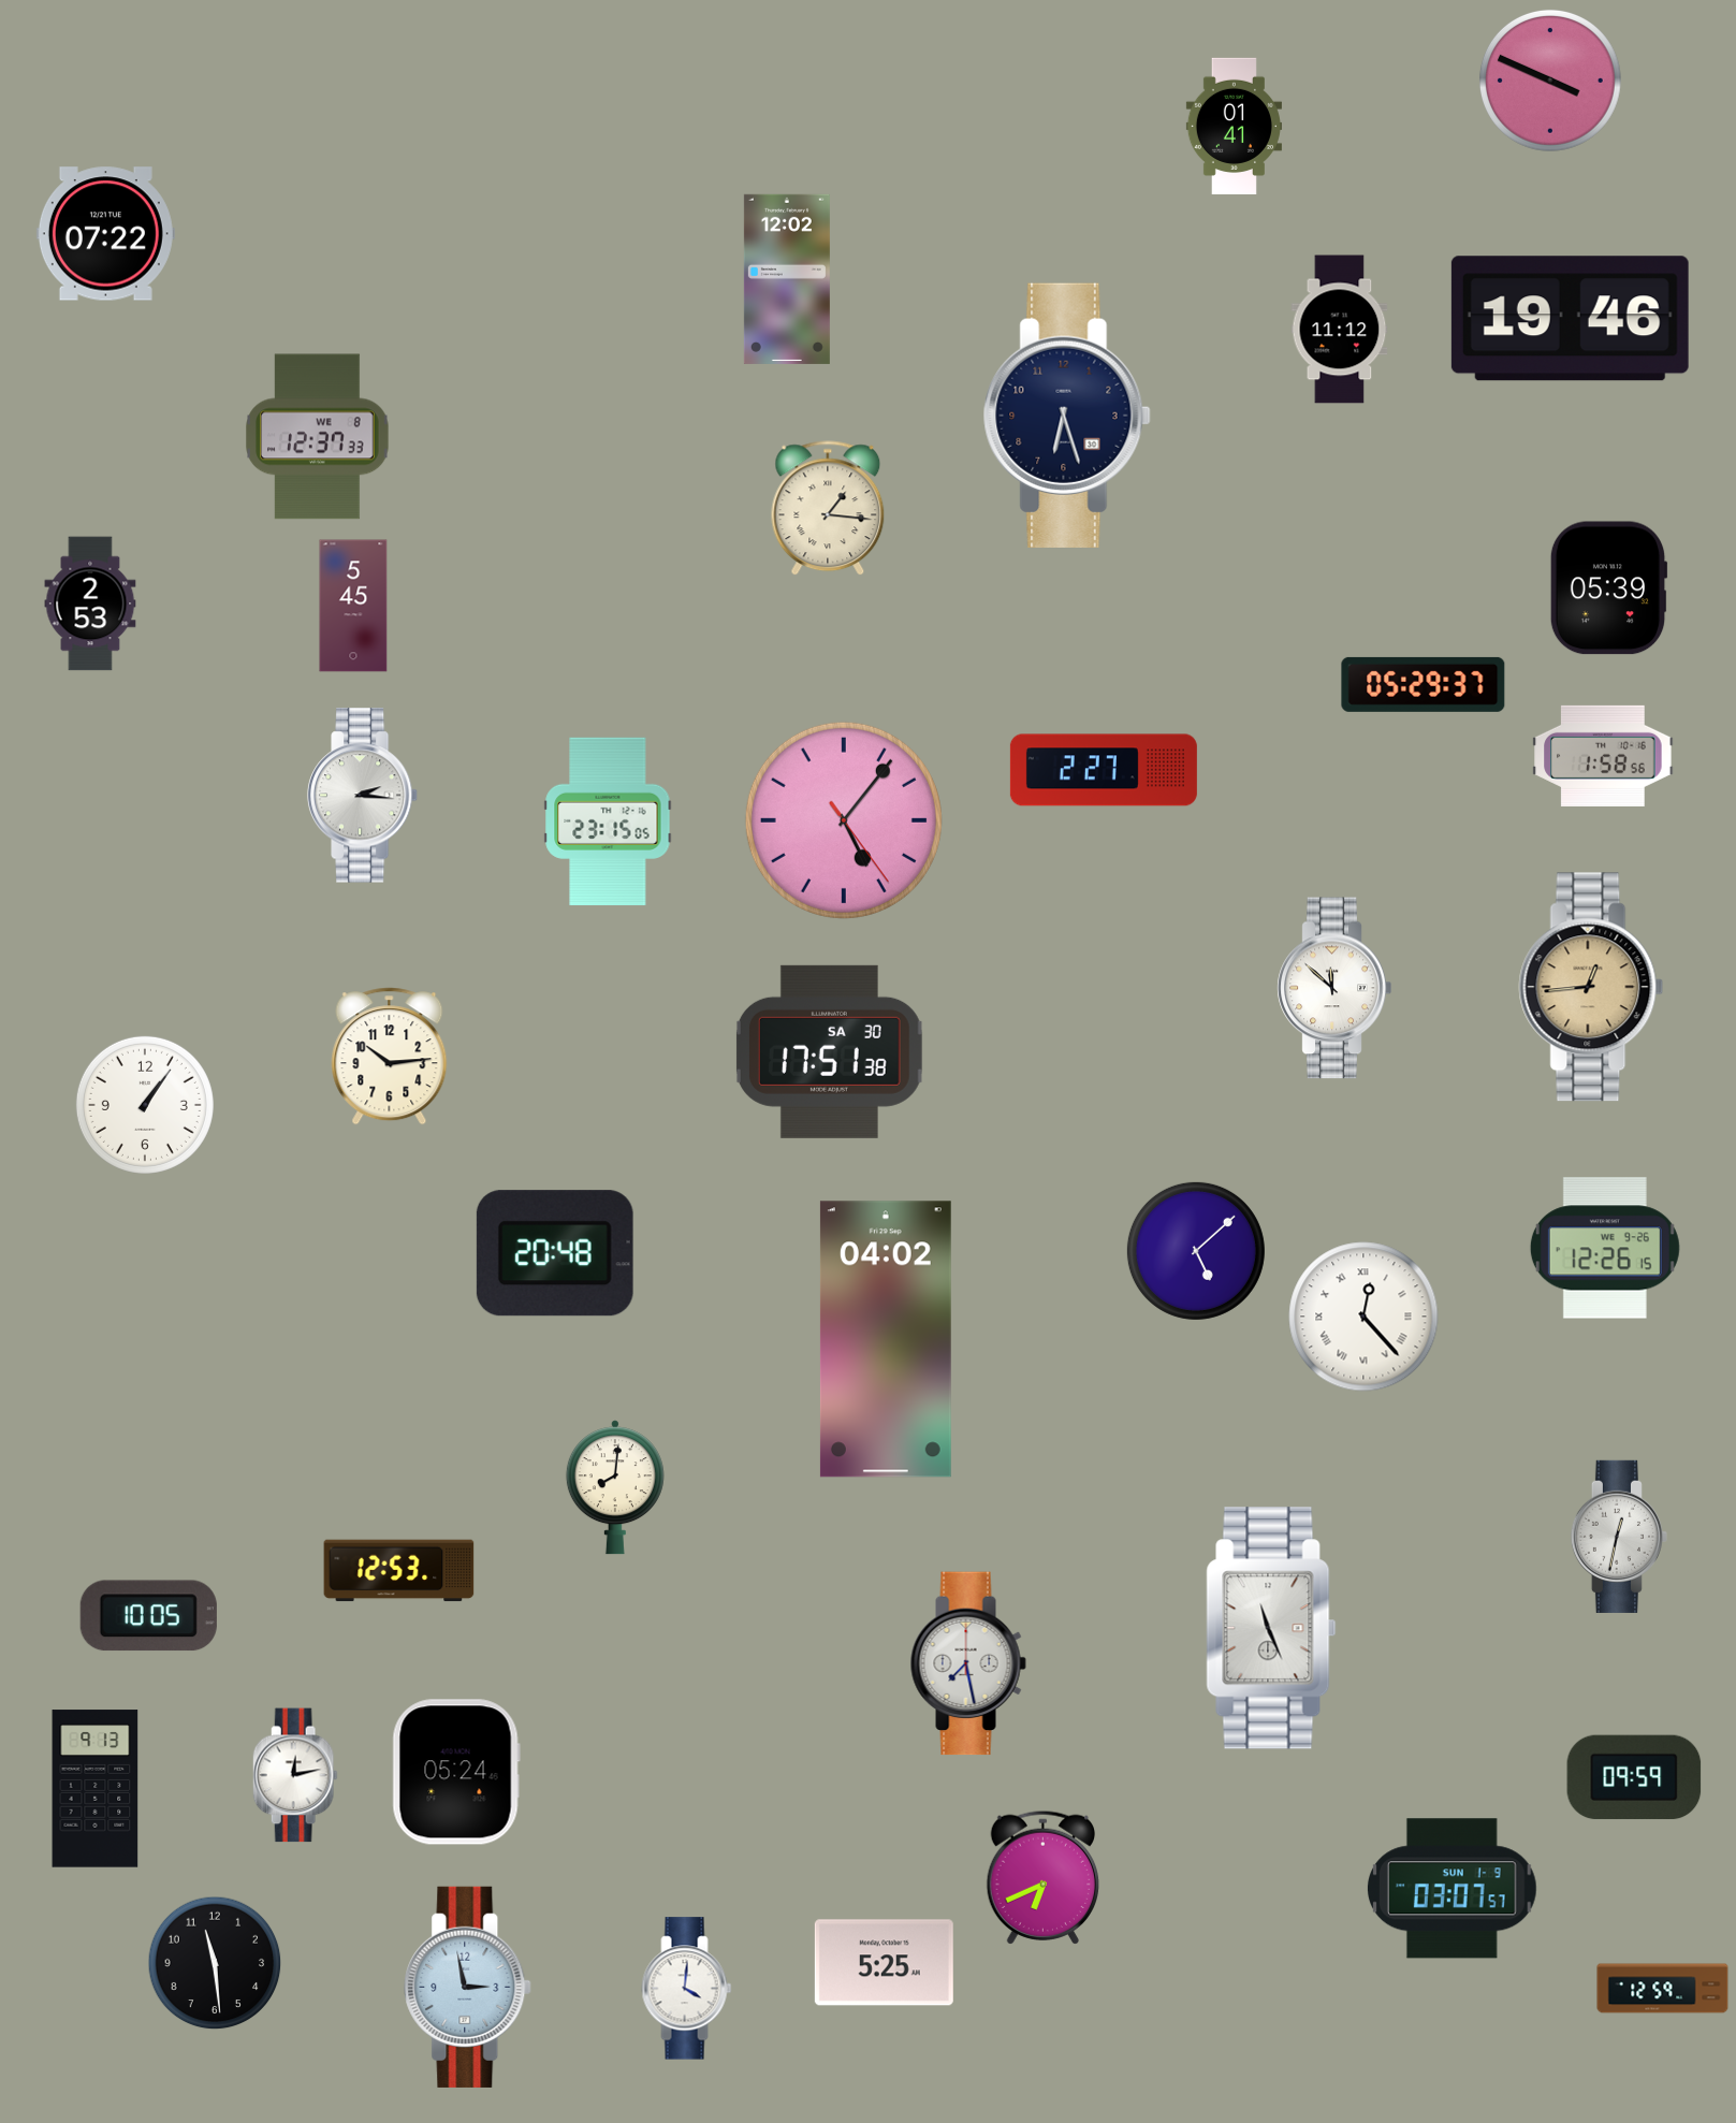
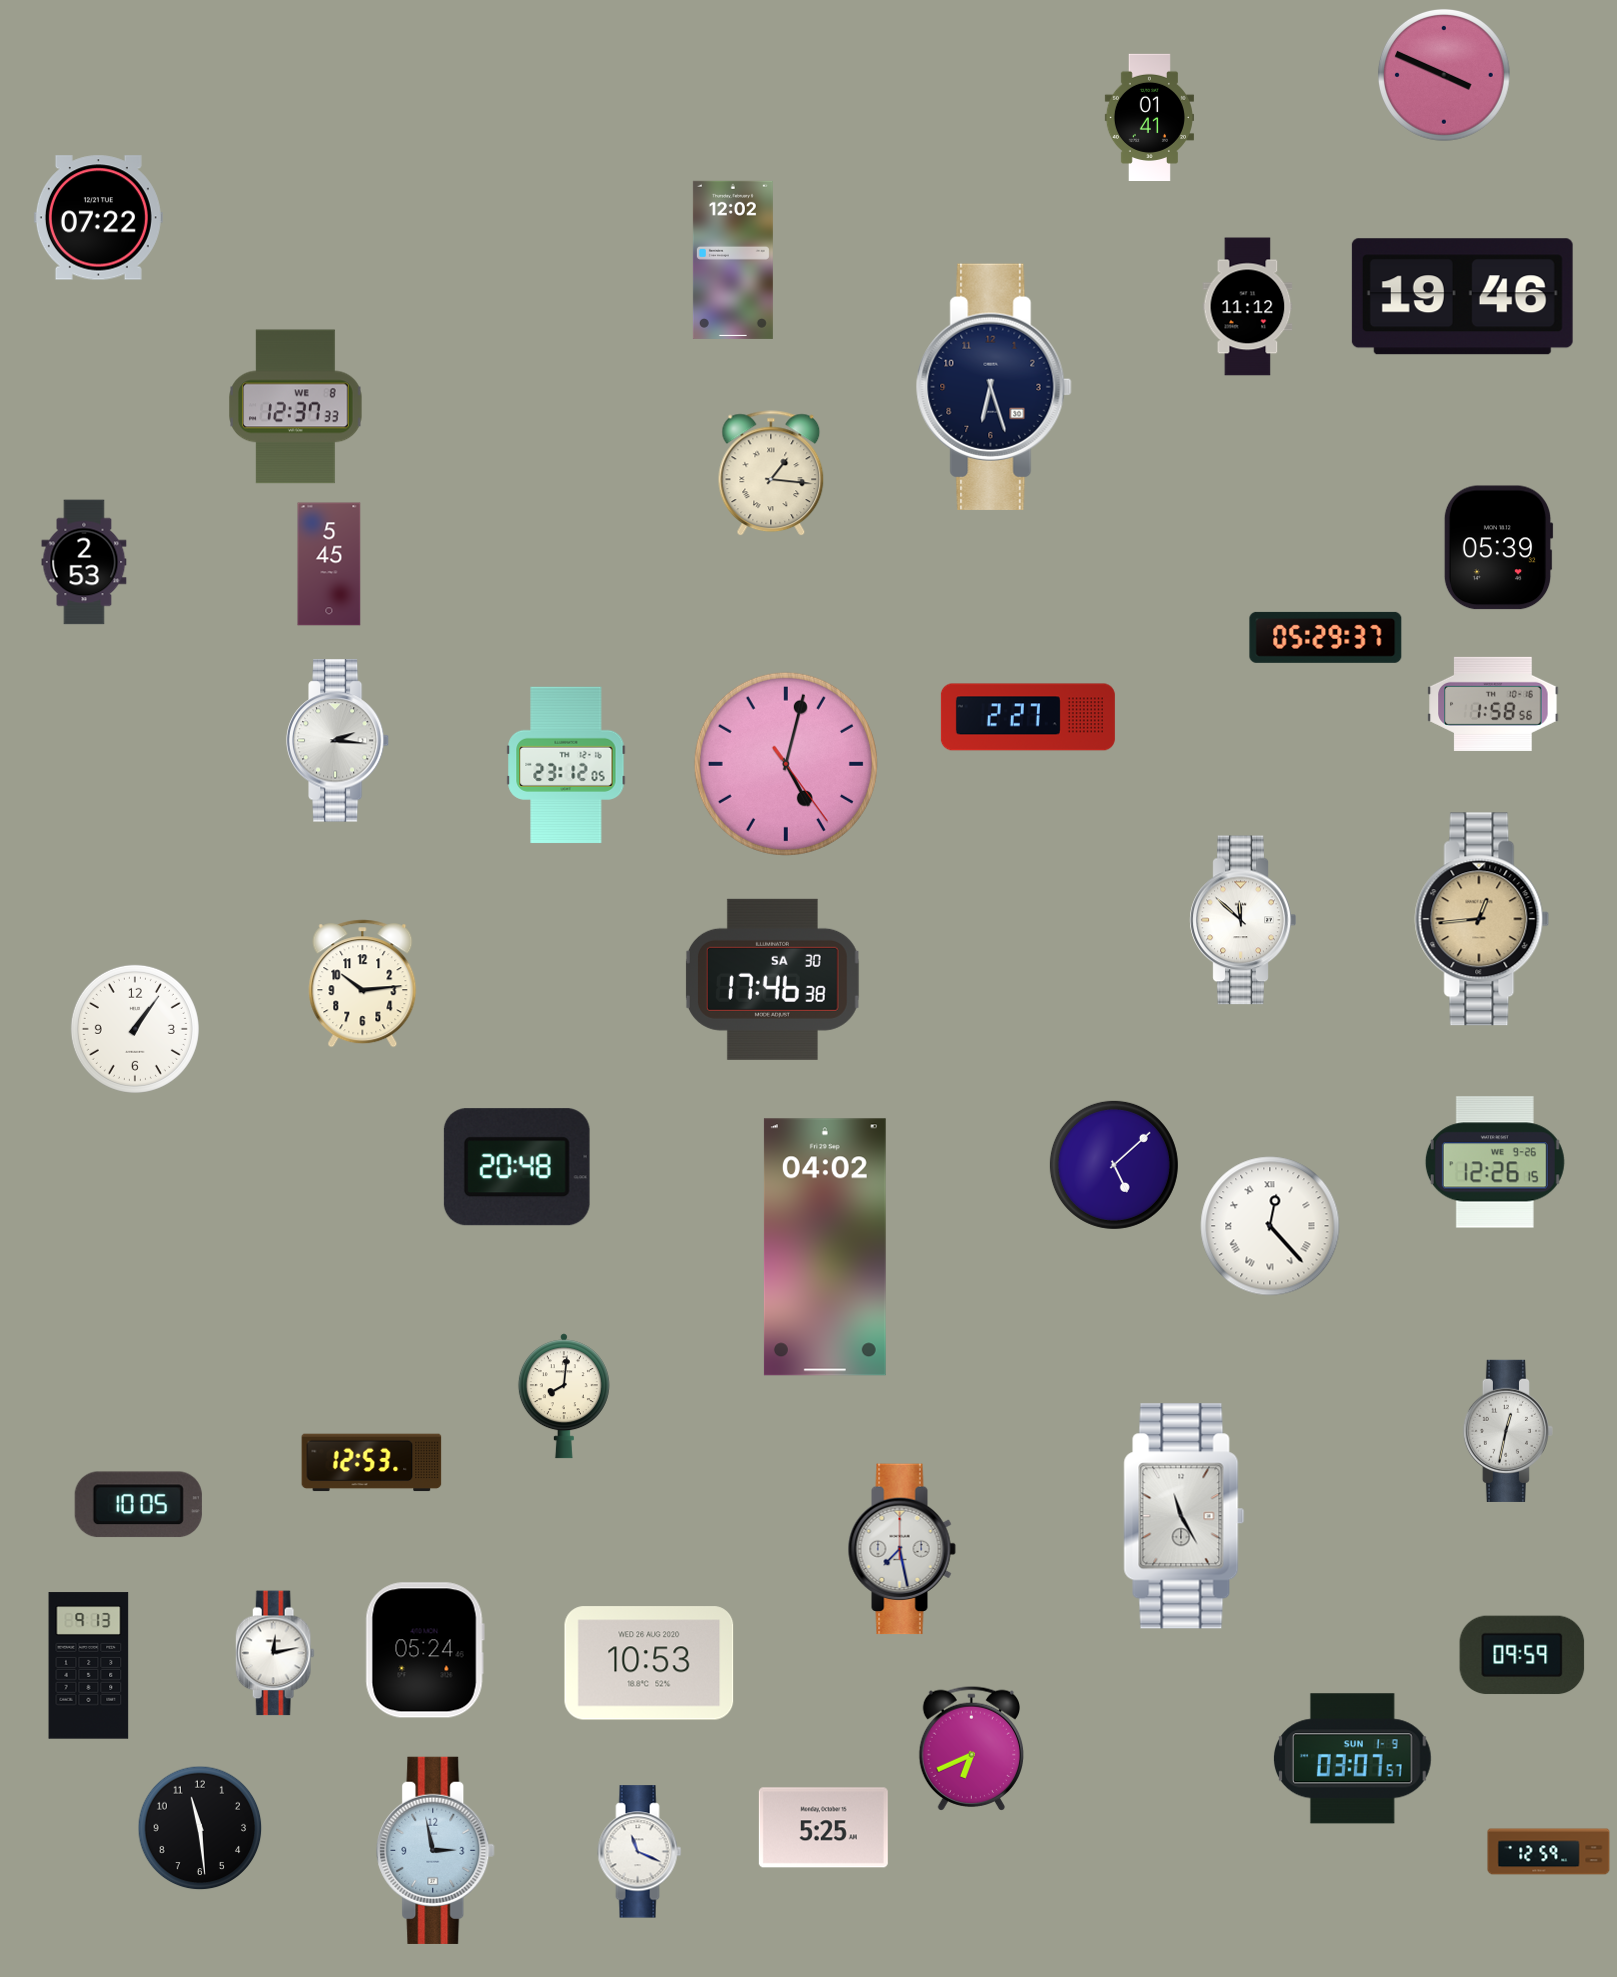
clock at (844, 820): 5:06 -> 5:02
clock at (608, 821): 23:15 -> 23:12
clock at (829, 1051): 17:51 -> 17:46
clock at (615, 1487) position: (615, 1487) -> (564, 1396)
clock at (1271, 1628): 11:26 -> 11:25
clock at (649, 1663): none -> 10:53
clock at (687, 1989): 4:01 -> 11:19
